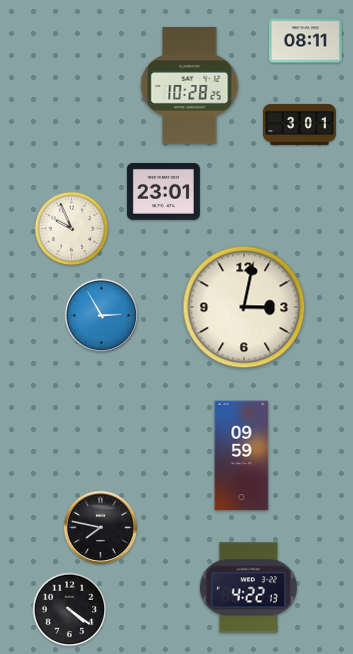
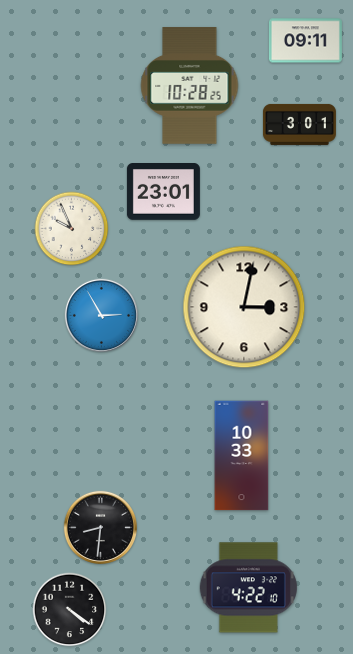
clock at (305, 41): 08:11 -> 09:11
clock at (242, 456): 09:59 -> 10:33
clock at (100, 527): 7:47 -> 8:31
clock at (248, 588): 4:22:13 -> 4:22:10
